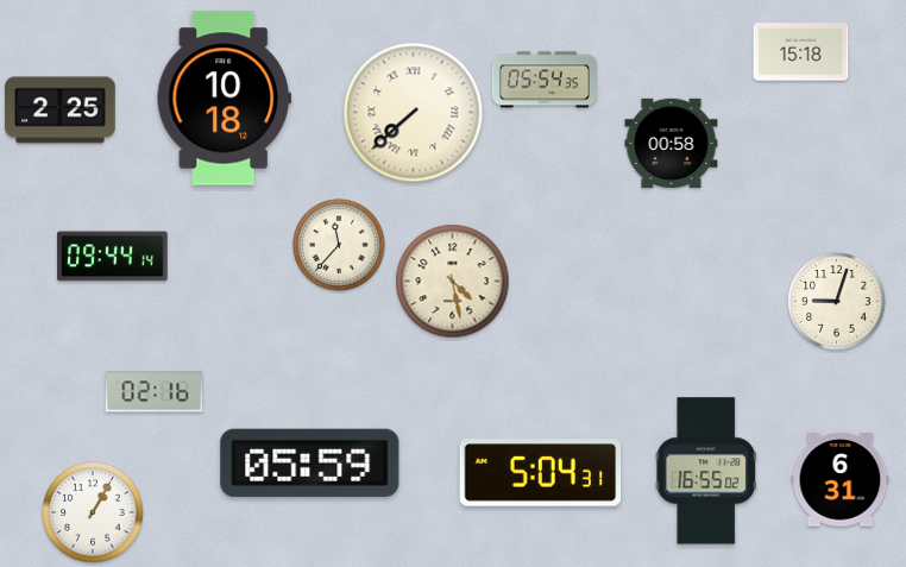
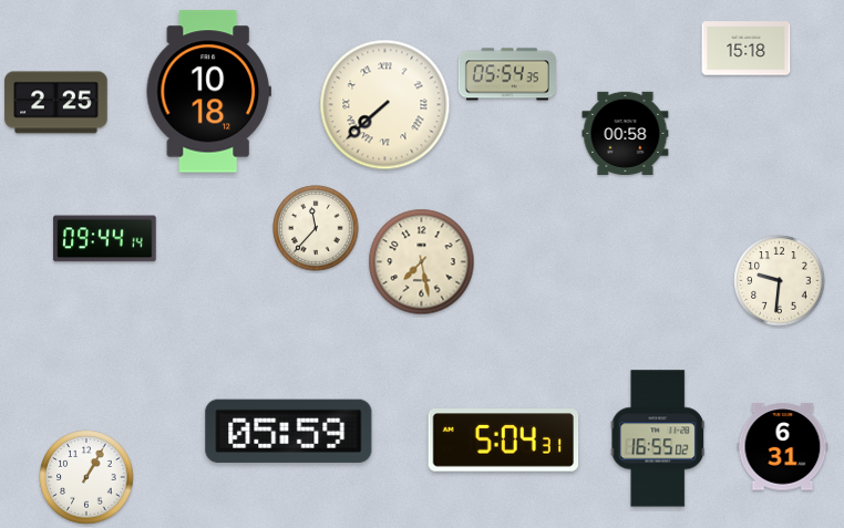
clock at (453, 282): 4:28 -> 7:28
clock at (837, 302): 9:03 -> 9:31
clock at (155, 392): 02:16 -> none
